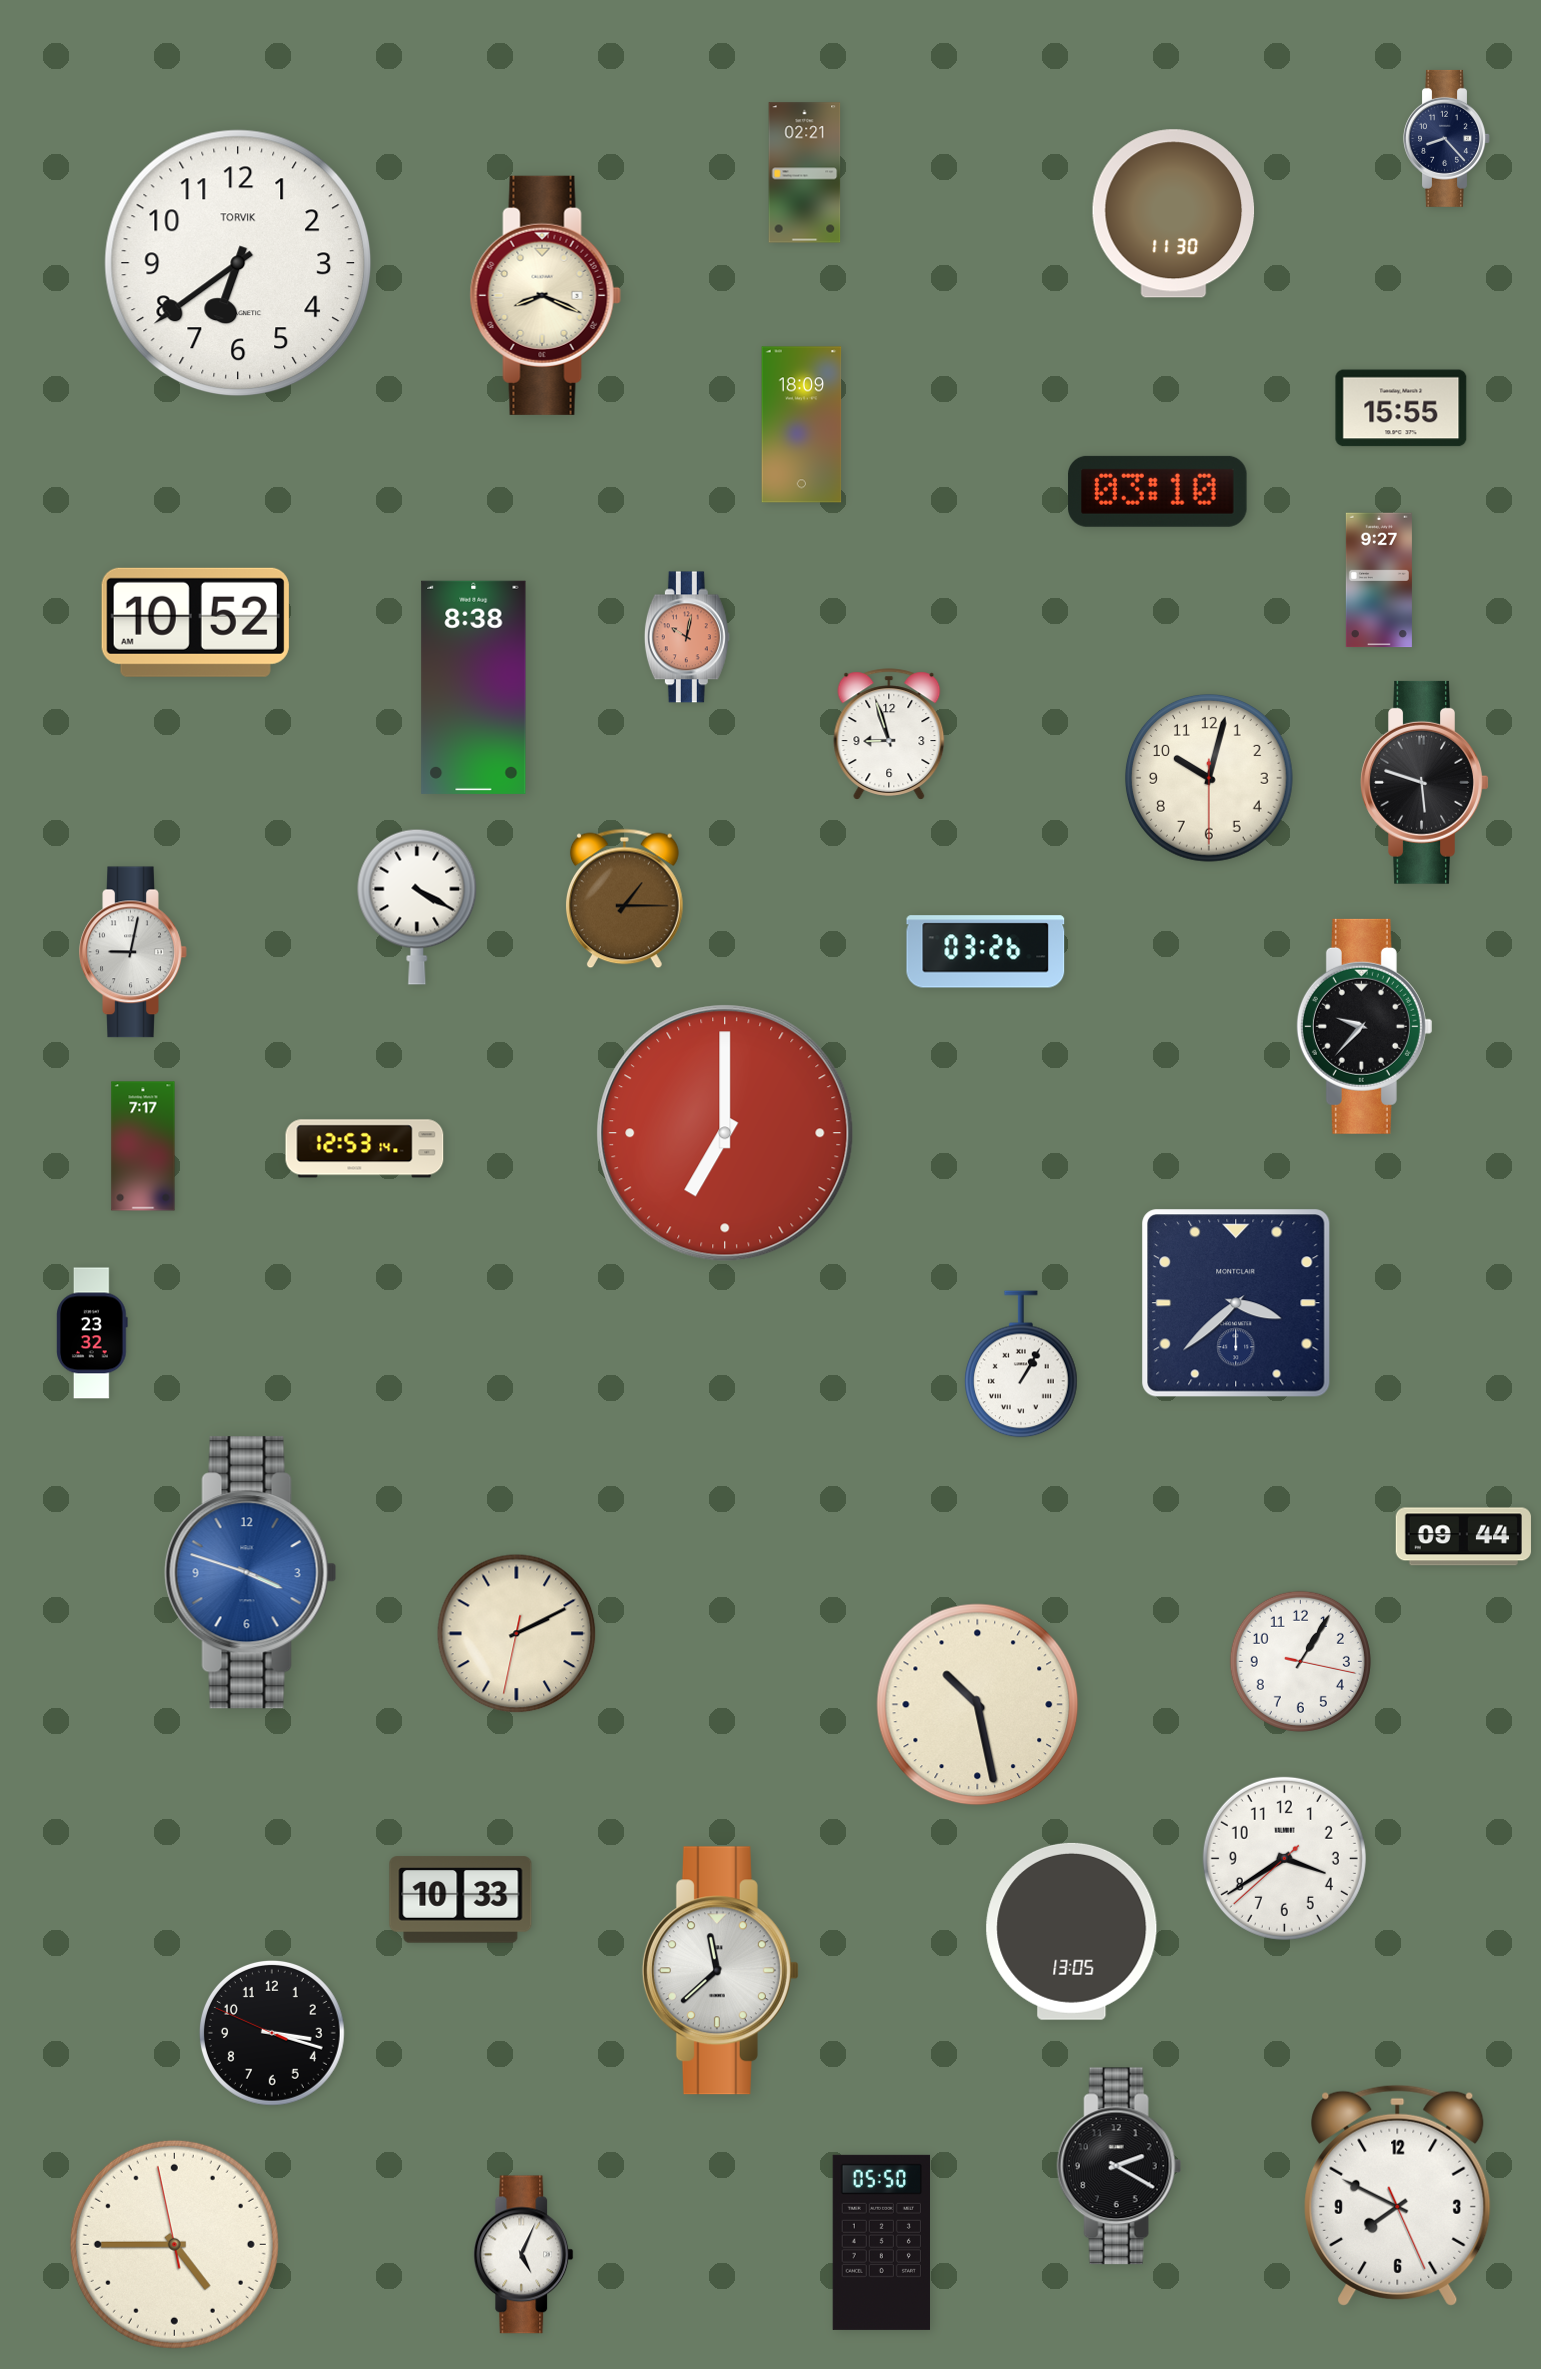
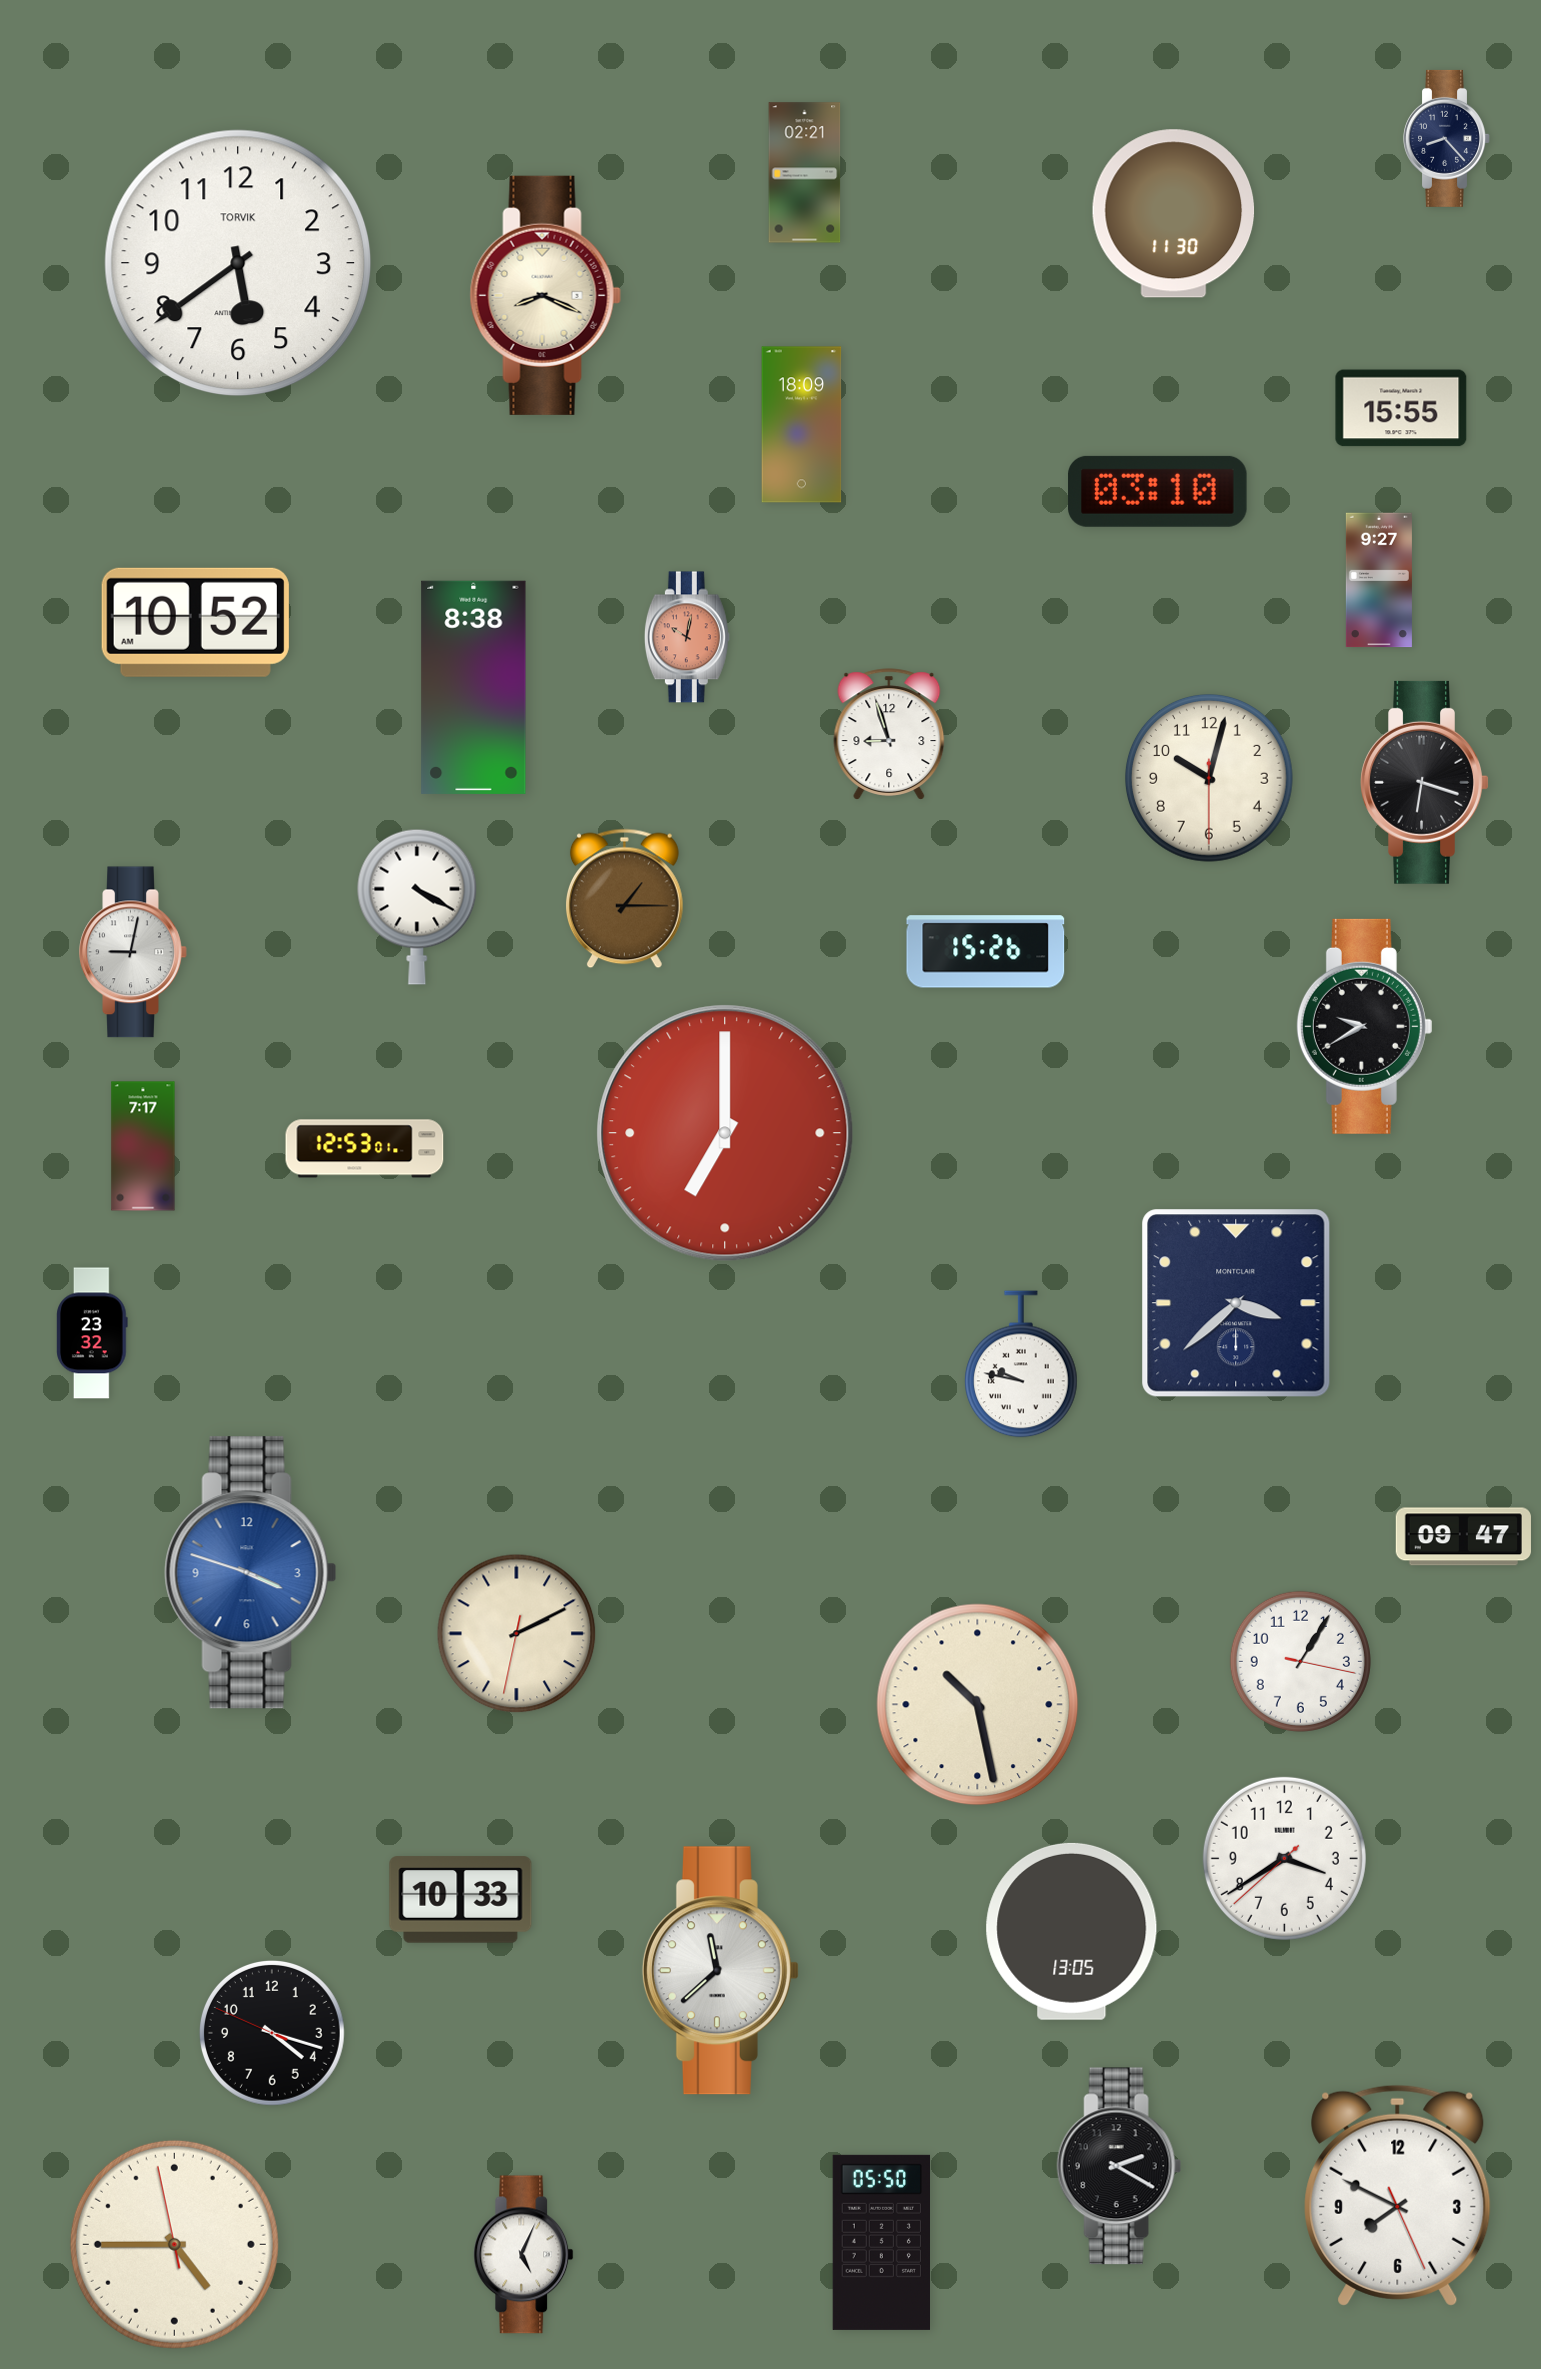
clock at (238, 263): 6:39 -> 5:39
clock at (1425, 782): 5:48 -> 6:18
clock at (986, 952): 03:26 -> 15:26
clock at (1364, 1026): 9:37 -> 9:40
clock at (365, 1149): 12:53:14 -> 12:53:01
clock at (1022, 1364): 1:05 -> 9:47
clock at (1463, 1537): 09:44 -> 09:47
clock at (272, 2033): 3:17 -> 4:17
